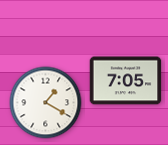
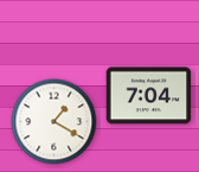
clock at (126, 81): 7:05 -> 7:04
